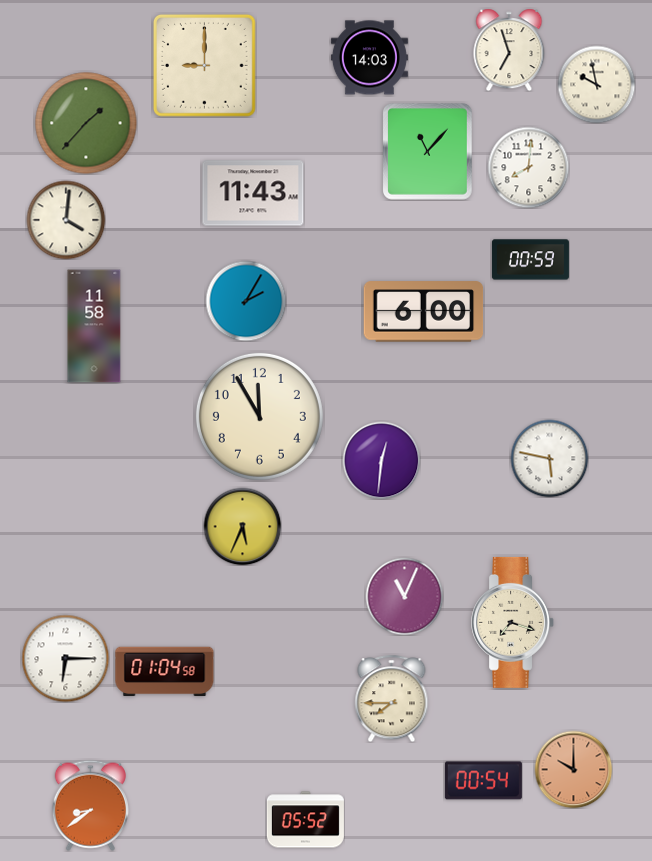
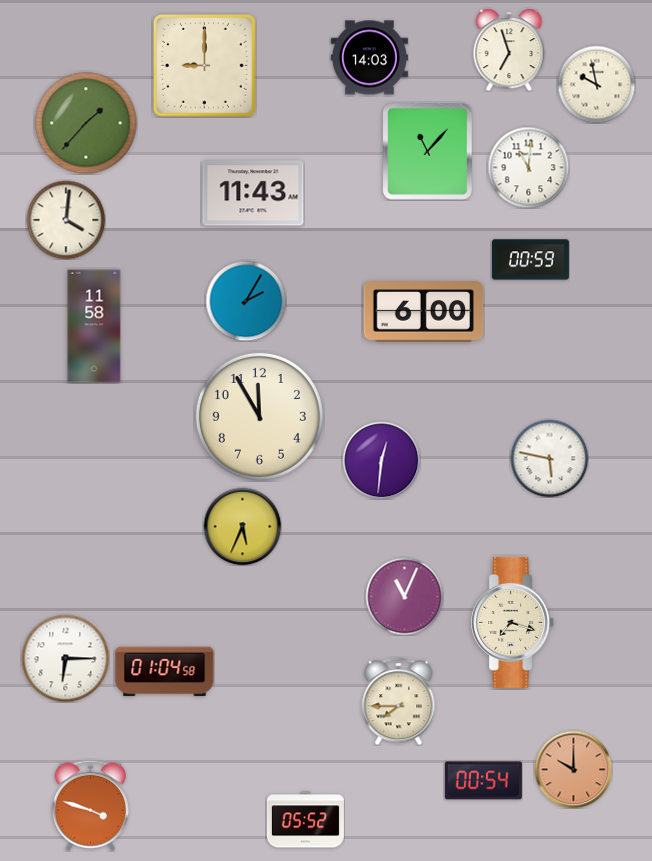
clock at (528, 167): 8:01 -> 11:01
clock at (392, 698) position: (392, 698) -> (399, 701)
clock at (90, 805): 8:39 -> 3:48
